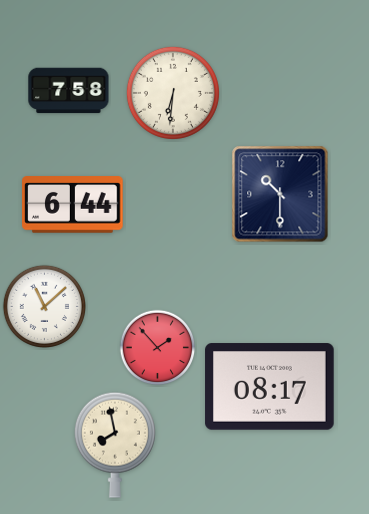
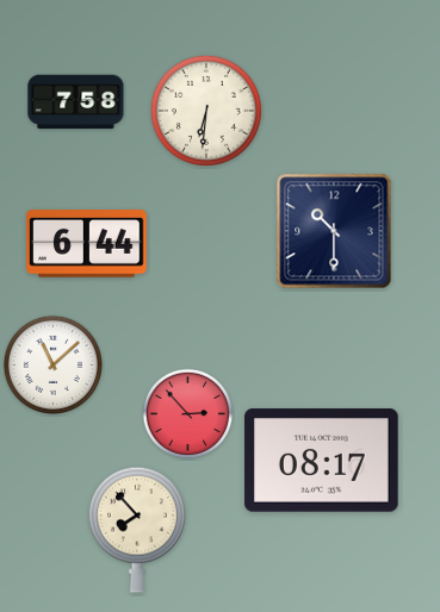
clock at (69, 91) position: (69, 91) -> (76, 102)
clock at (158, 348): 1:53 -> 2:53
clock at (115, 445): 7:58 -> 7:53
